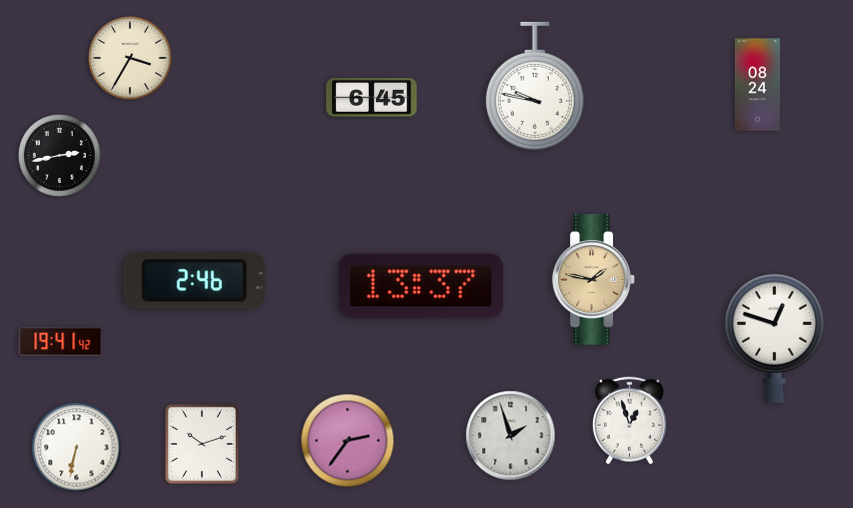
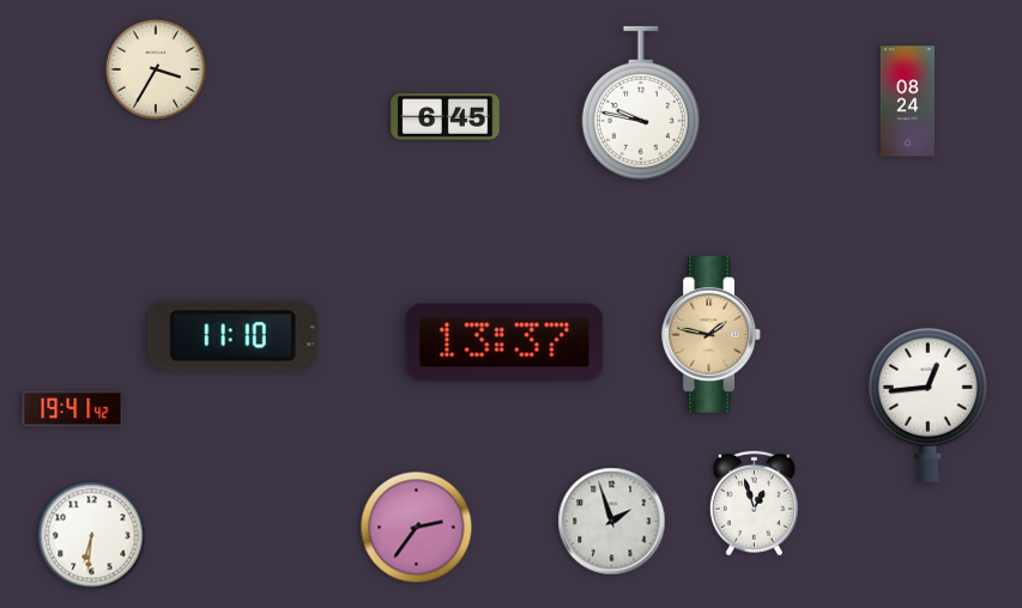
clock at (59, 155): 2:43 -> none
clock at (194, 281): 2:46 -> 11:10
clock at (774, 338): 12:48 -> 12:44
clock at (202, 444): 10:12 -> none
clock at (77, 448): 6:32 -> 6:31
